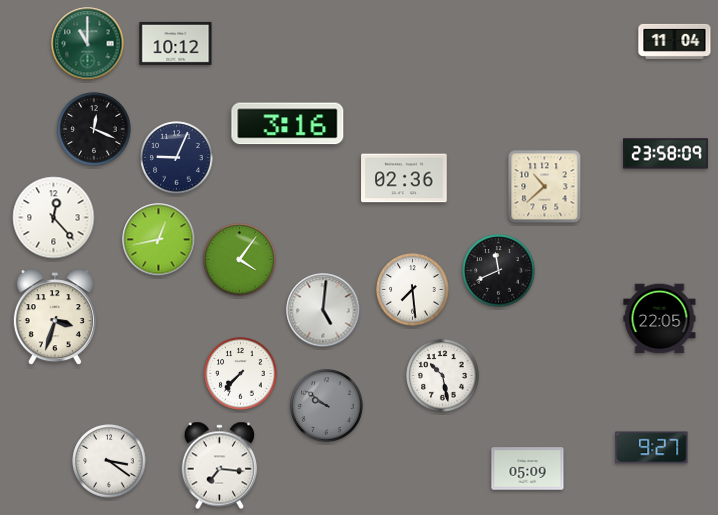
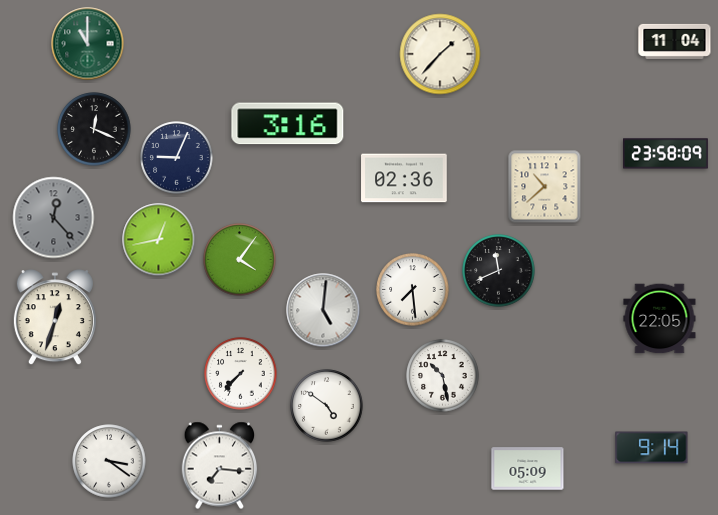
clock at (176, 43): 10:12 -> none
clock at (440, 54): none -> 1:37
clock at (54, 218) dial: white -> grey
clock at (55, 318): 3:33 -> 12:33
clock at (327, 406): 9:51 -> 4:51
clock at (327, 406) dial: grey -> white
clock at (652, 448): 9:27 -> 9:14
